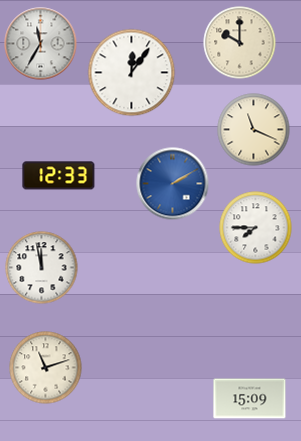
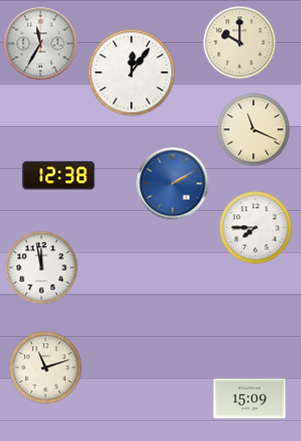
clock at (59, 176): 12:33 -> 12:38
